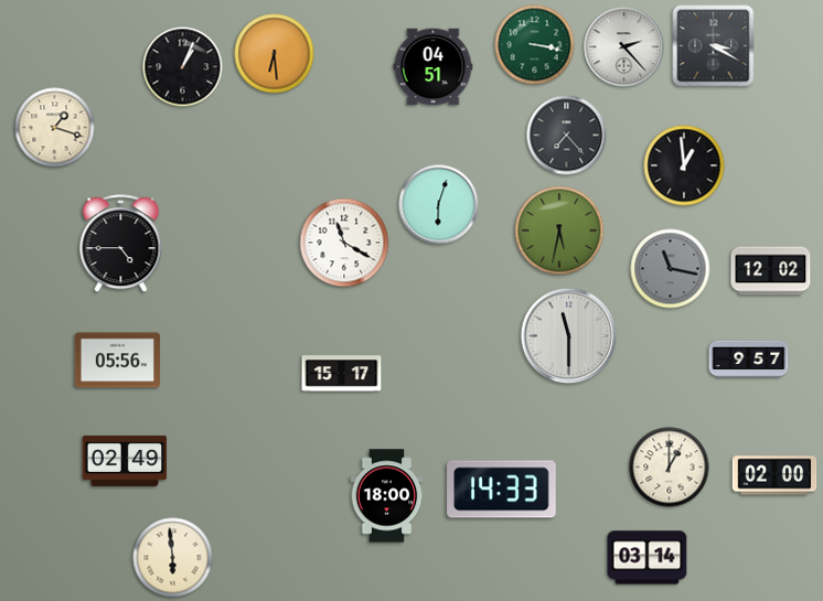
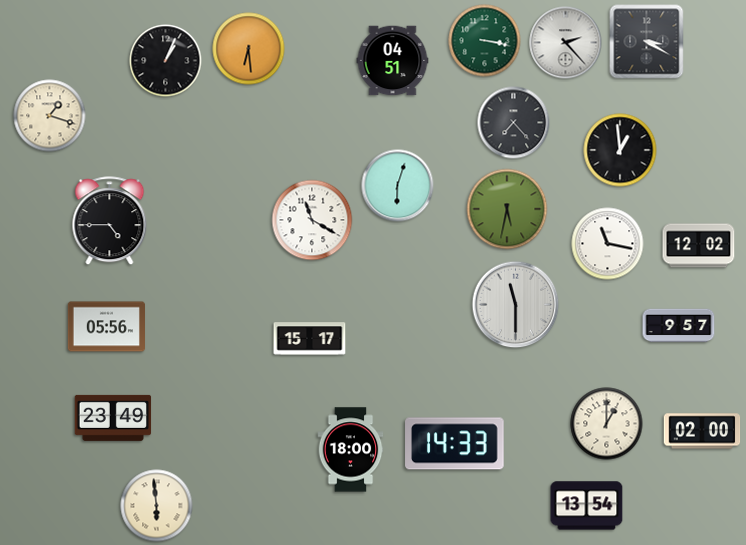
clock at (671, 269) dial: grey -> white
clock at (125, 461): 02:49 -> 23:49
clock at (648, 558): 03:14 -> 13:54
